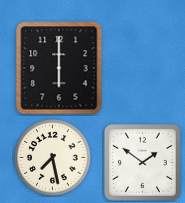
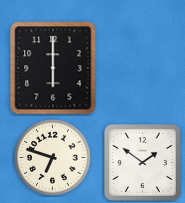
clock at (59, 68) position: (59, 68) -> (53, 68)
clock at (53, 158): 7:28 -> 6:48
